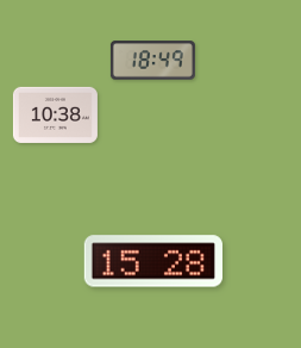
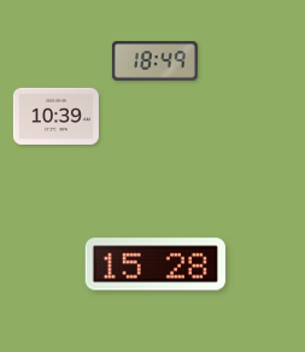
clock at (55, 114): 10:38 -> 10:39
